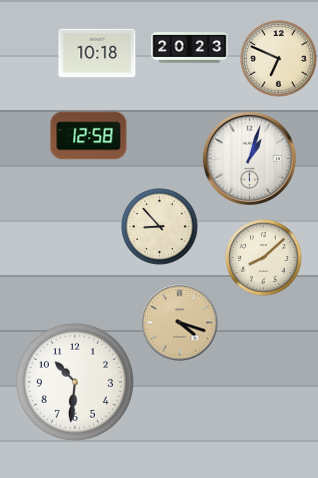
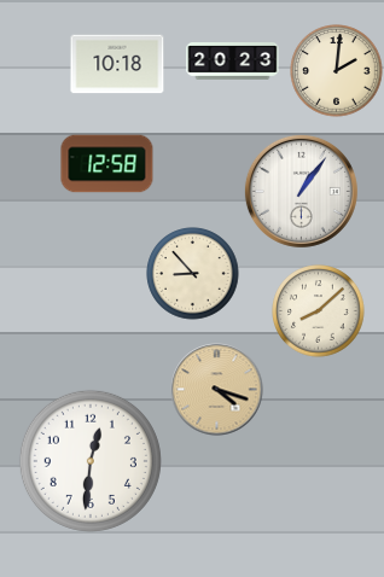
clock at (190, 48) position: (190, 48) -> (233, 62)
clock at (279, 59): 6:49 -> 2:01
clock at (249, 158): 1:03 -> 1:06
clock at (75, 382): 10:31 -> 12:31
